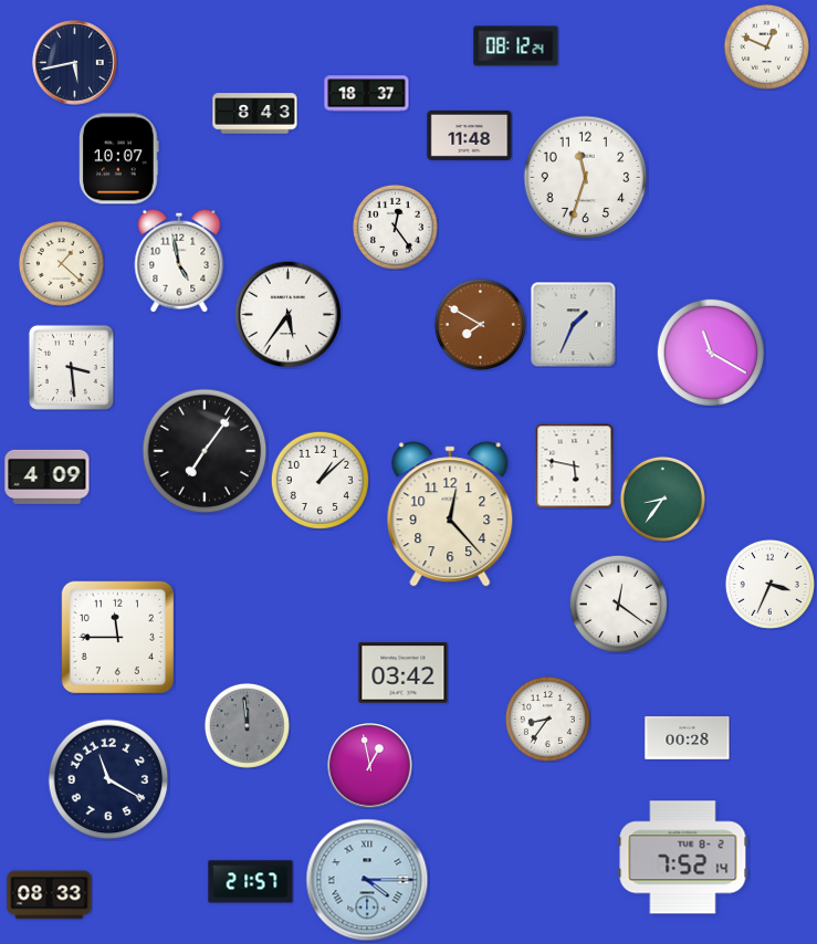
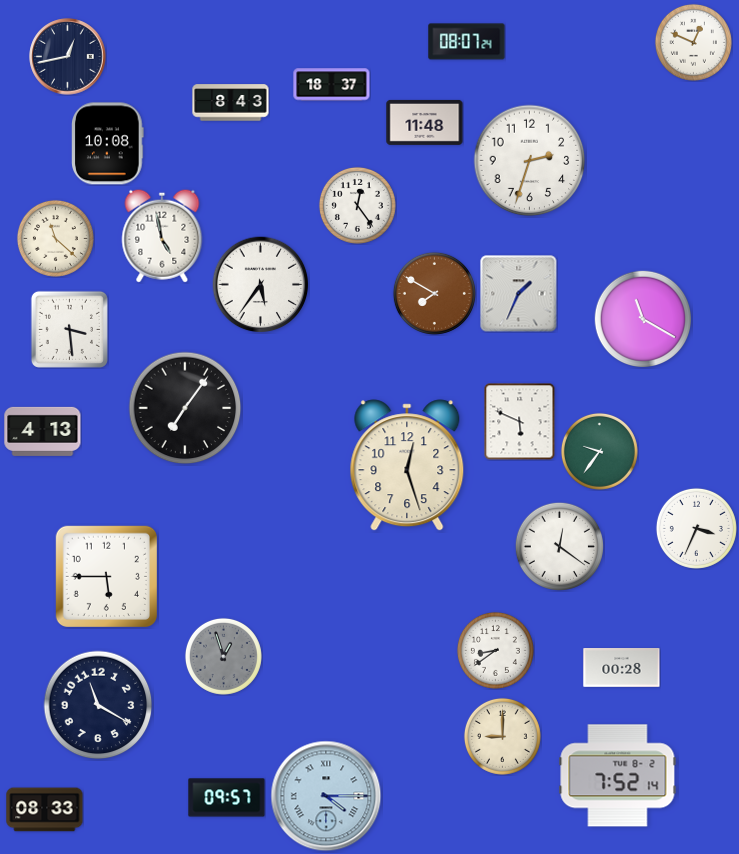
clock at (516, 46): 08:12 -> 08:07
clock at (75, 63): 5:43 -> 12:43
clock at (119, 159): 10:07 -> 10:08
clock at (586, 178): 11:33 -> 2:33
clock at (61, 263): 1:22 -> 11:22
clock at (71, 367) position: (71, 367) -> (69, 329)
clock at (575, 465): 5:47 -> 5:49
clock at (48, 476): 4:09 -> 4:13
clock at (320, 480): 1:08 -> none
clock at (662, 499): 8:36 -> 9:36
clock at (450, 514): 12:23 -> 12:27
clock at (117, 637): 11:45 -> 5:45
clock at (404, 673): 03:42 -> none
clock at (547, 719): 8:36 -> 8:39
clock at (247, 725): 11:59 -> 12:57
clock at (370, 766): 12:58 -> none
clock at (502, 736): none -> 9:00
clock at (367, 880) position: (367, 880) -> (326, 796)
clock at (251, 882): 21:57 -> 09:57
